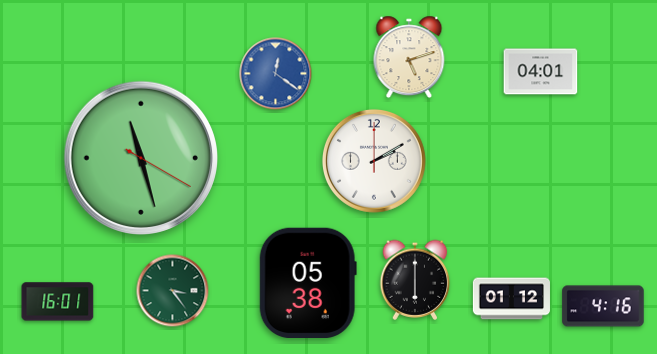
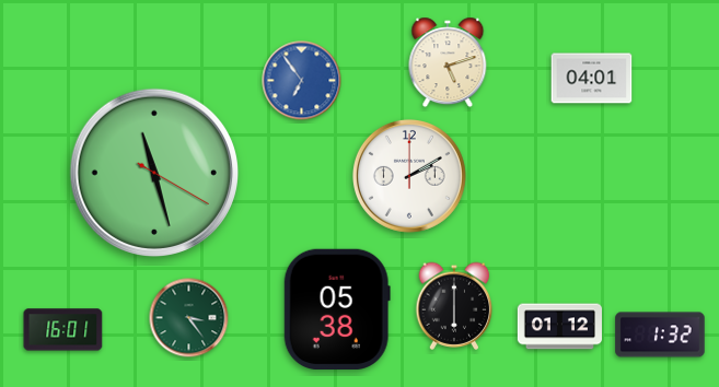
clock at (276, 74): 12:21 -> 6:54
clock at (603, 306): 4:16 -> 1:32
